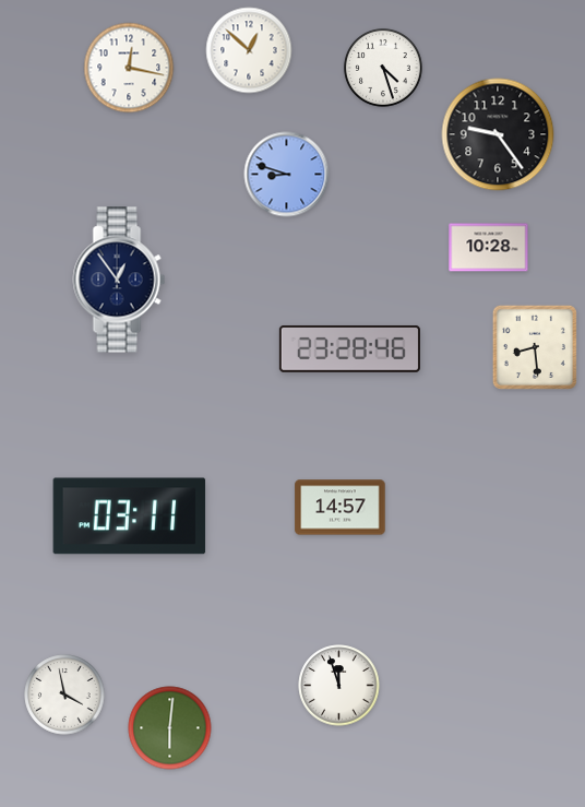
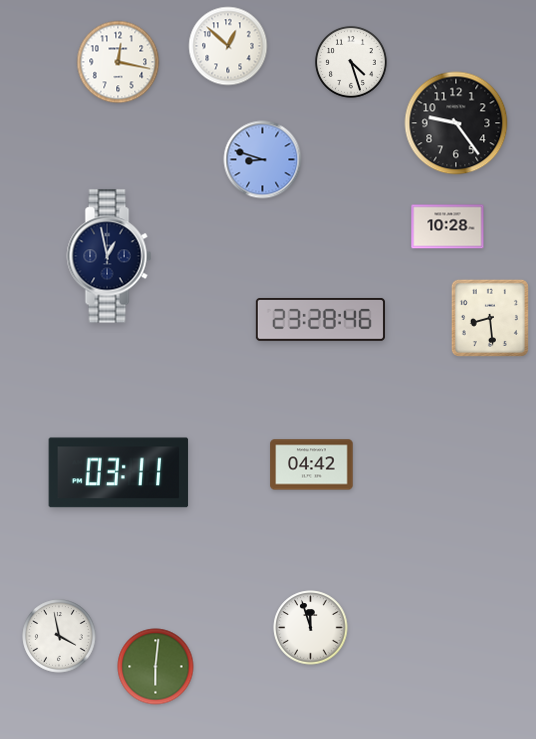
clock at (119, 280): 12:54 -> 12:58
clock at (341, 508): 14:57 -> 04:42
